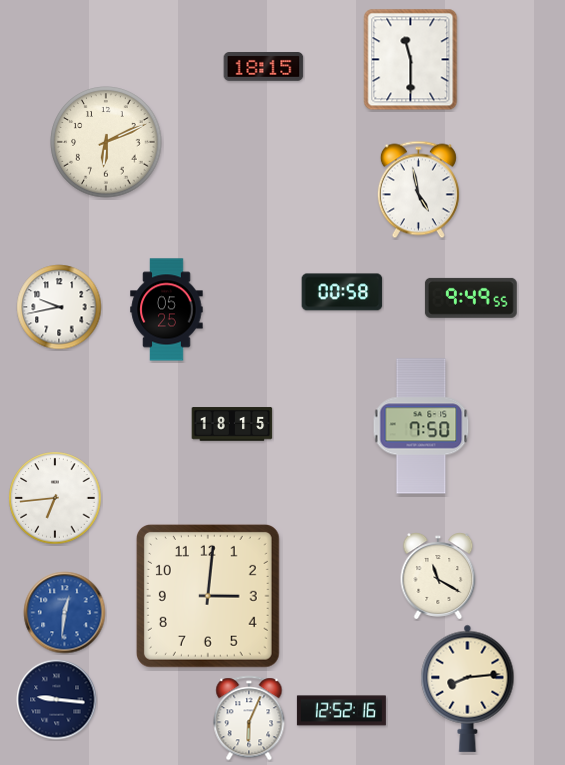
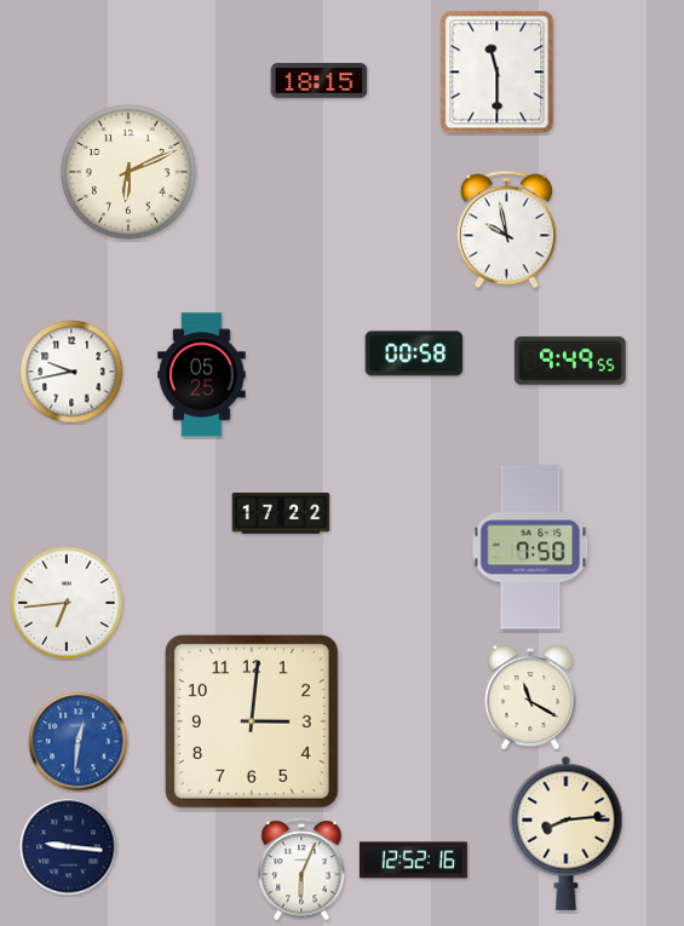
clock at (418, 190): 4:58 -> 9:58
clock at (232, 424): 18:15 -> 17:22
clock at (421, 426) position: (421, 426) -> (530, 547)
